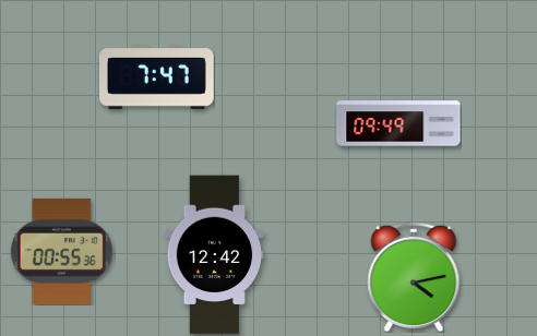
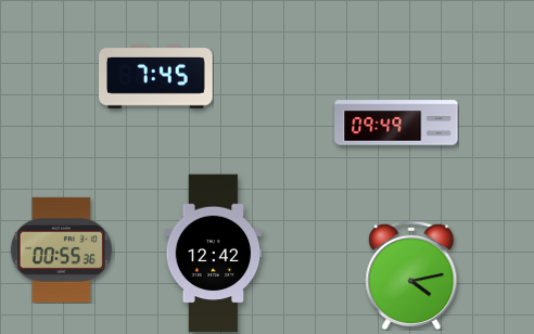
clock at (157, 76): 7:47 -> 7:45
